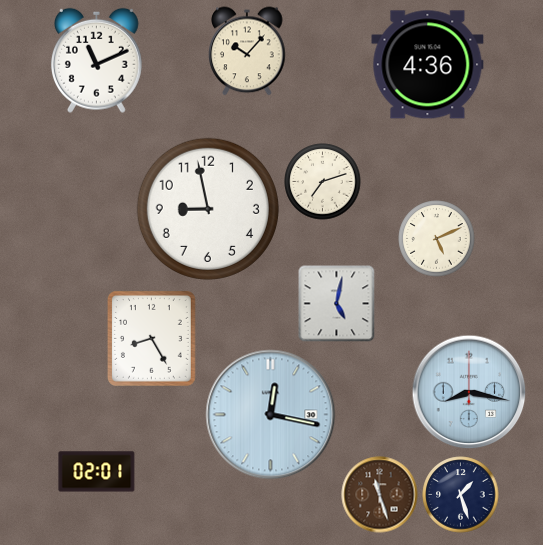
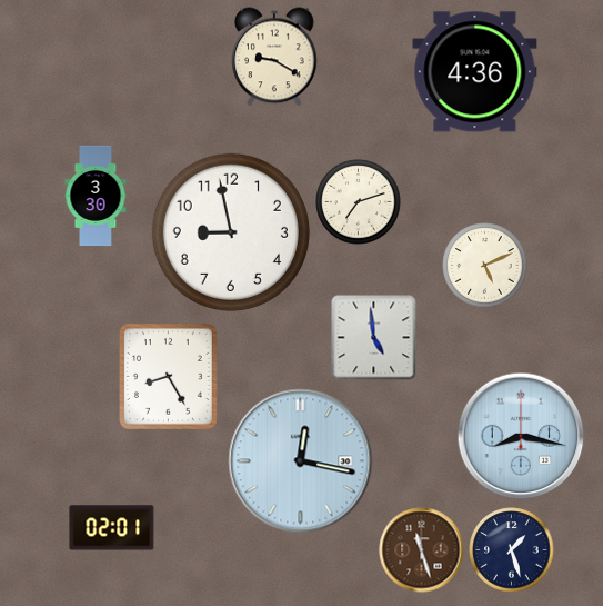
clock at (247, 51): 10:07 -> 9:20
clock at (96, 60): 11:11 -> none
clock at (96, 196): none -> 3:30
clock at (337, 304): 5:02 -> 4:59
clock at (97, 472) position: (97, 472) -> (112, 528)
